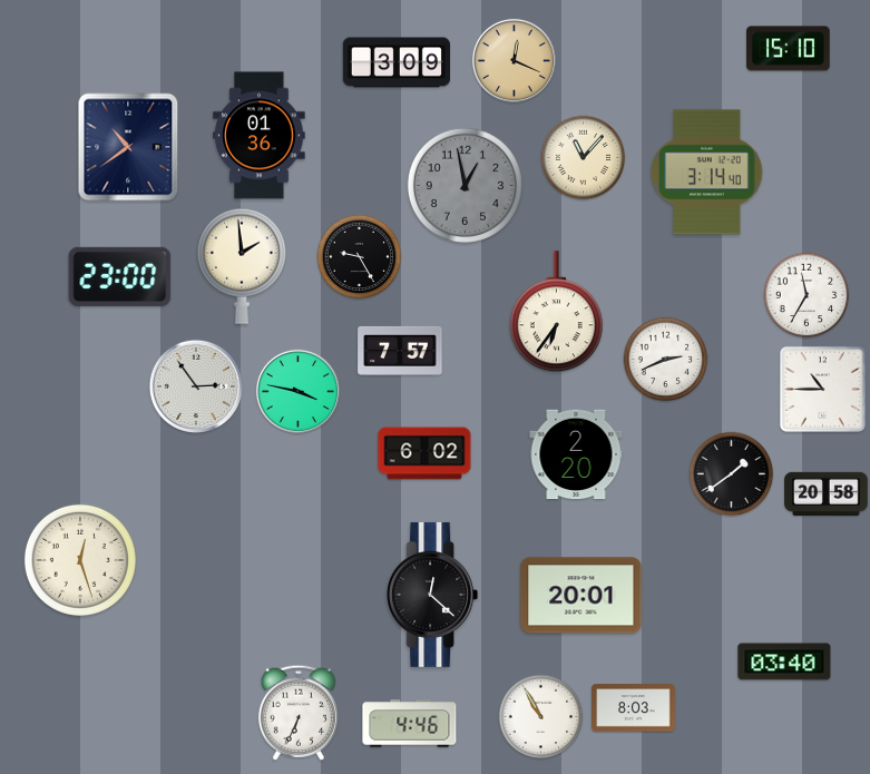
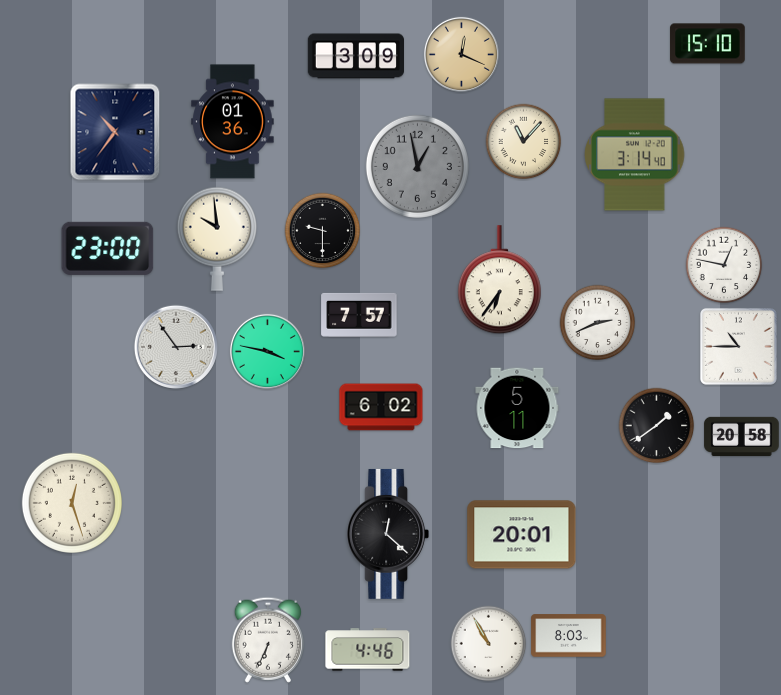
clock at (128, 147): 10:39 -> 10:36
clock at (360, 257): 9:25 -> 9:30
clock at (242, 266): 1:59 -> 9:59
clock at (807, 295): 11:35 -> 12:47
clock at (822, 389) position: (822, 389) -> (738, 346)
clock at (576, 454): 2:20 -> 5:11
clock at (827, 493) position: (827, 493) -> (742, 436)
clock at (784, 662): 03:40 -> none
clock at (541, 717) position: (541, 717) -> (489, 644)
